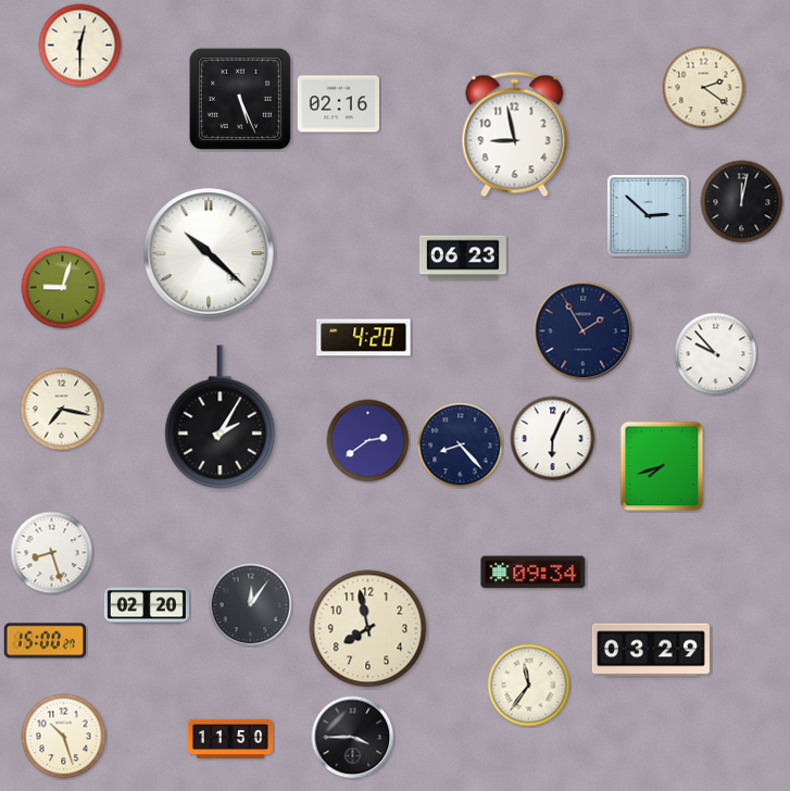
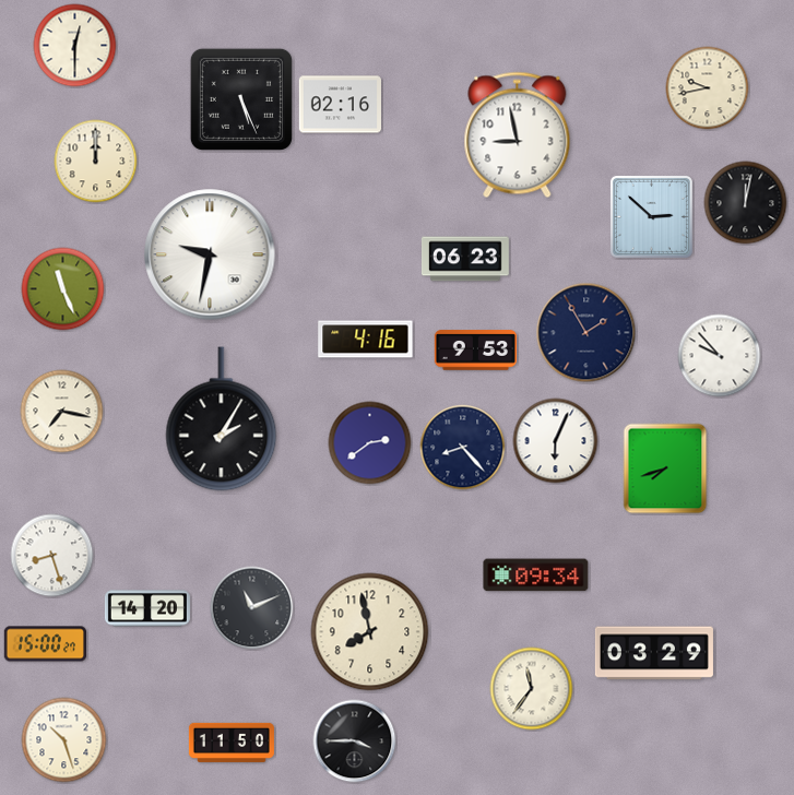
clock at (80, 46) position: (80, 46) -> (75, 46)
clock at (704, 88): 2:21 -> 9:43
clock at (96, 162): none -> 12:00
clock at (209, 253): 10:22 -> 9:32
clock at (63, 288): 9:03 -> 11:26
clock at (364, 338): 4:20 -> 4:16
clock at (475, 351): none -> 9:53
clock at (147, 605): 02:20 -> 14:20
clock at (251, 605): 12:06 -> 11:11
